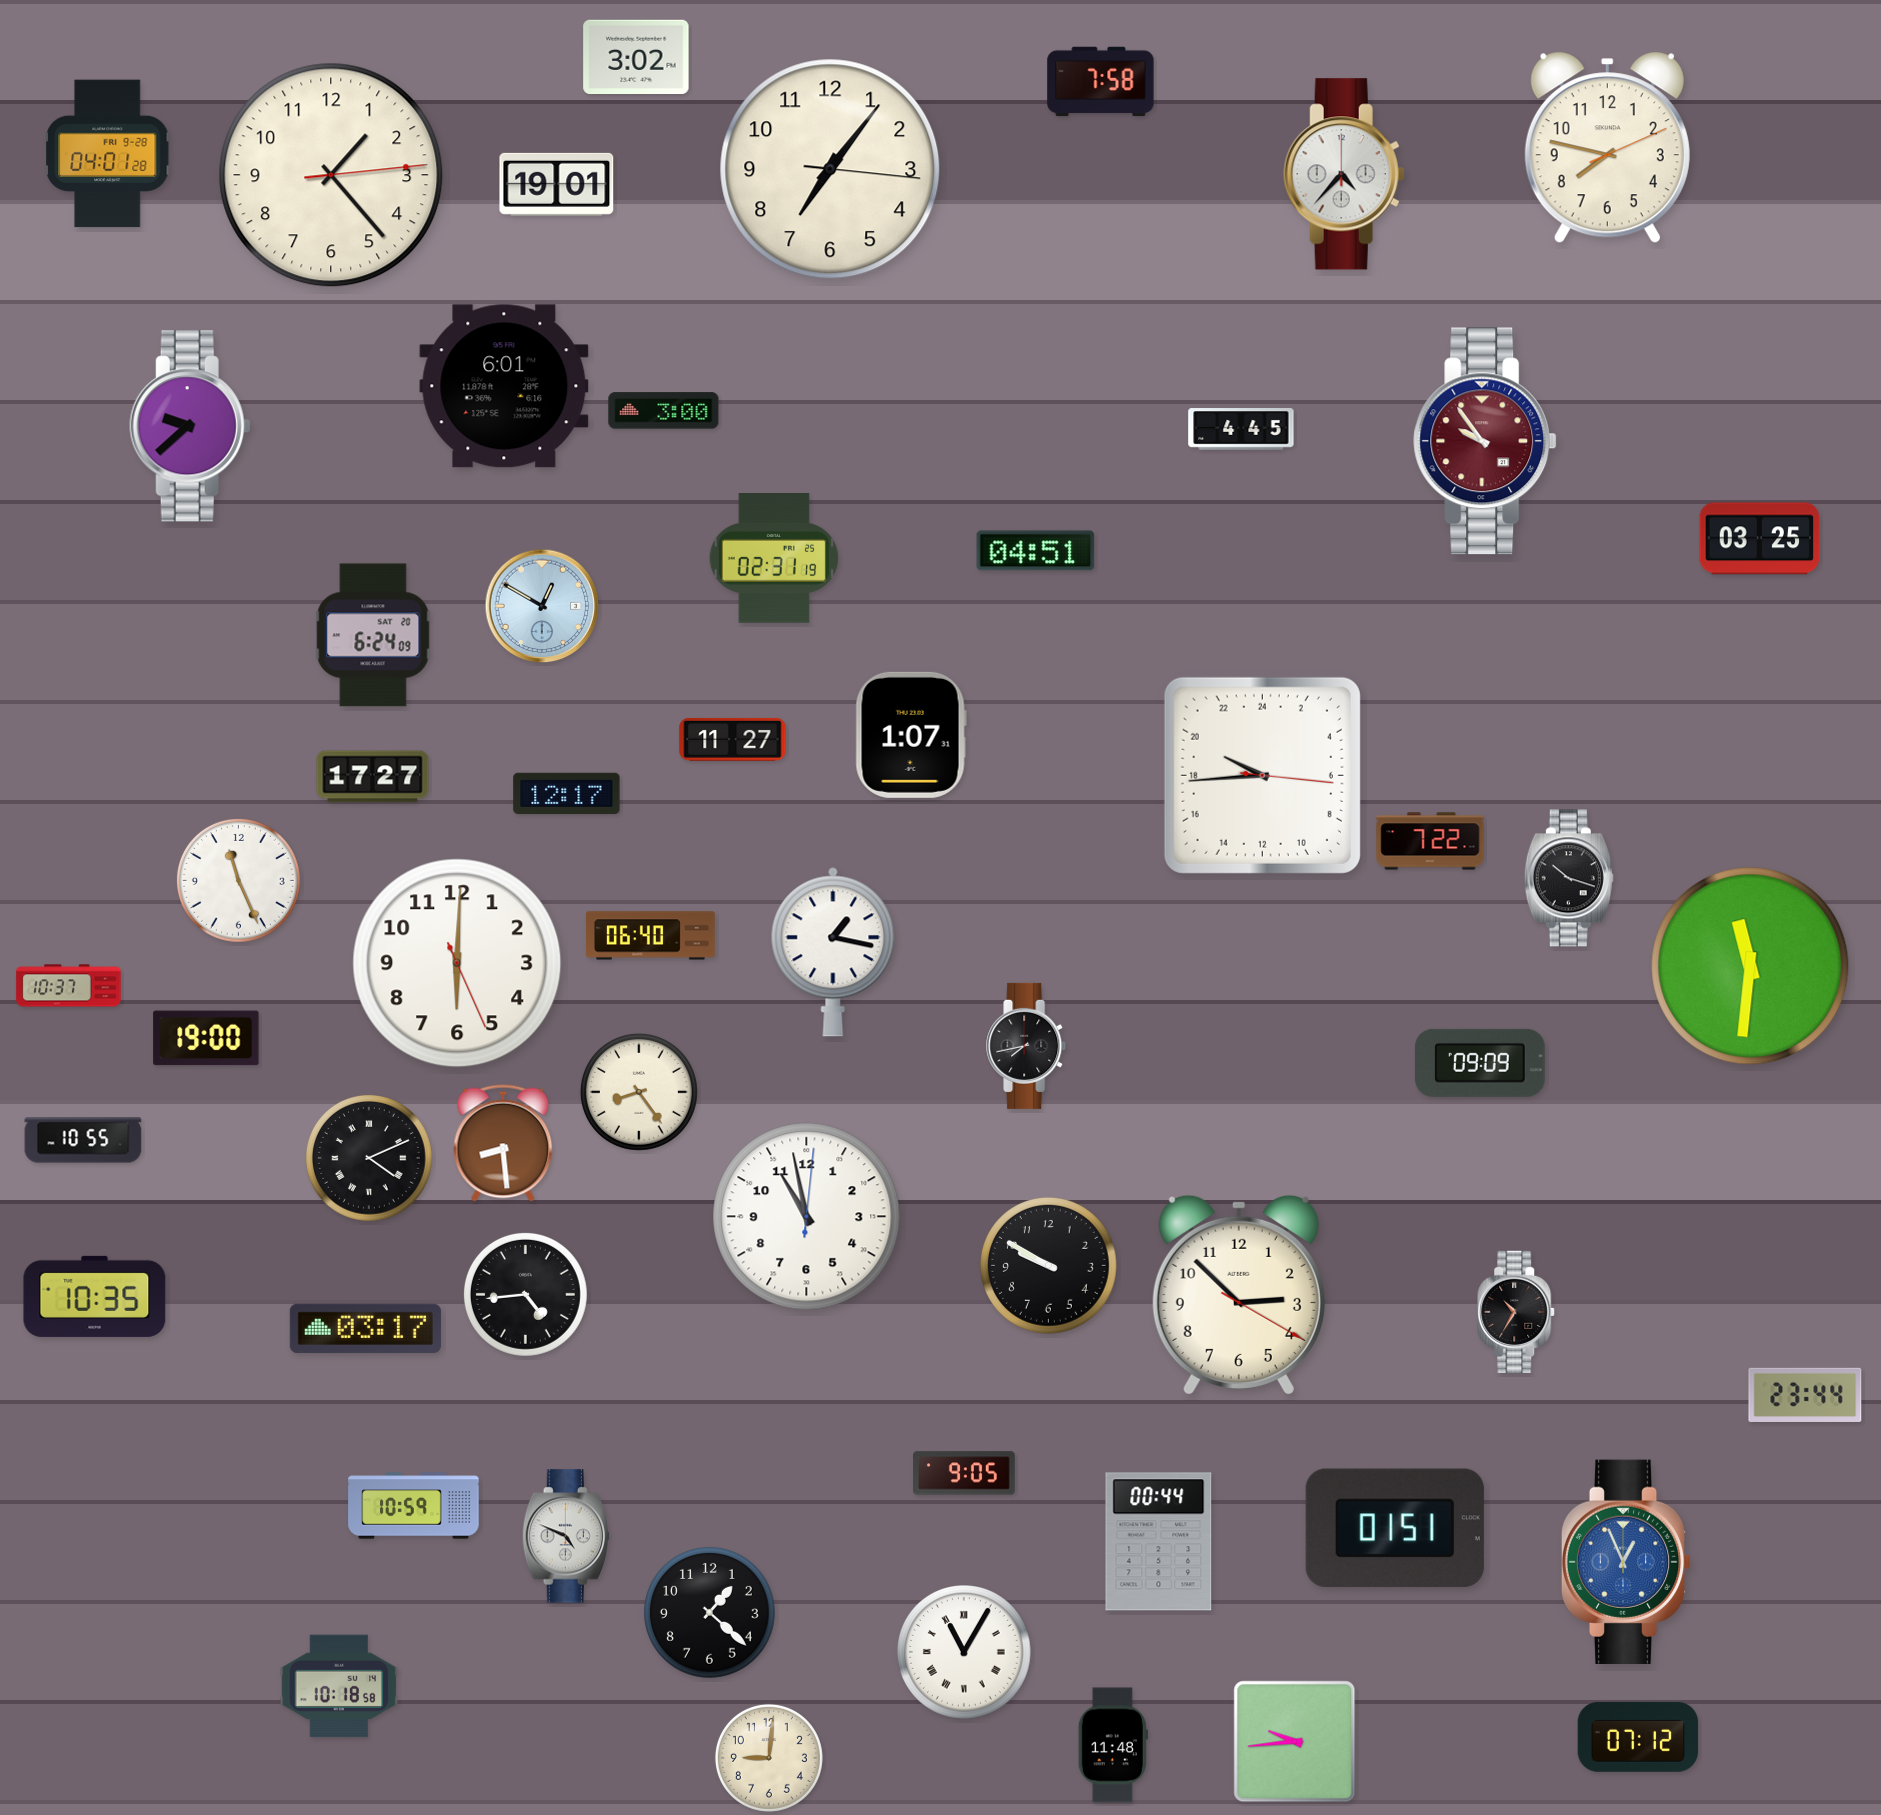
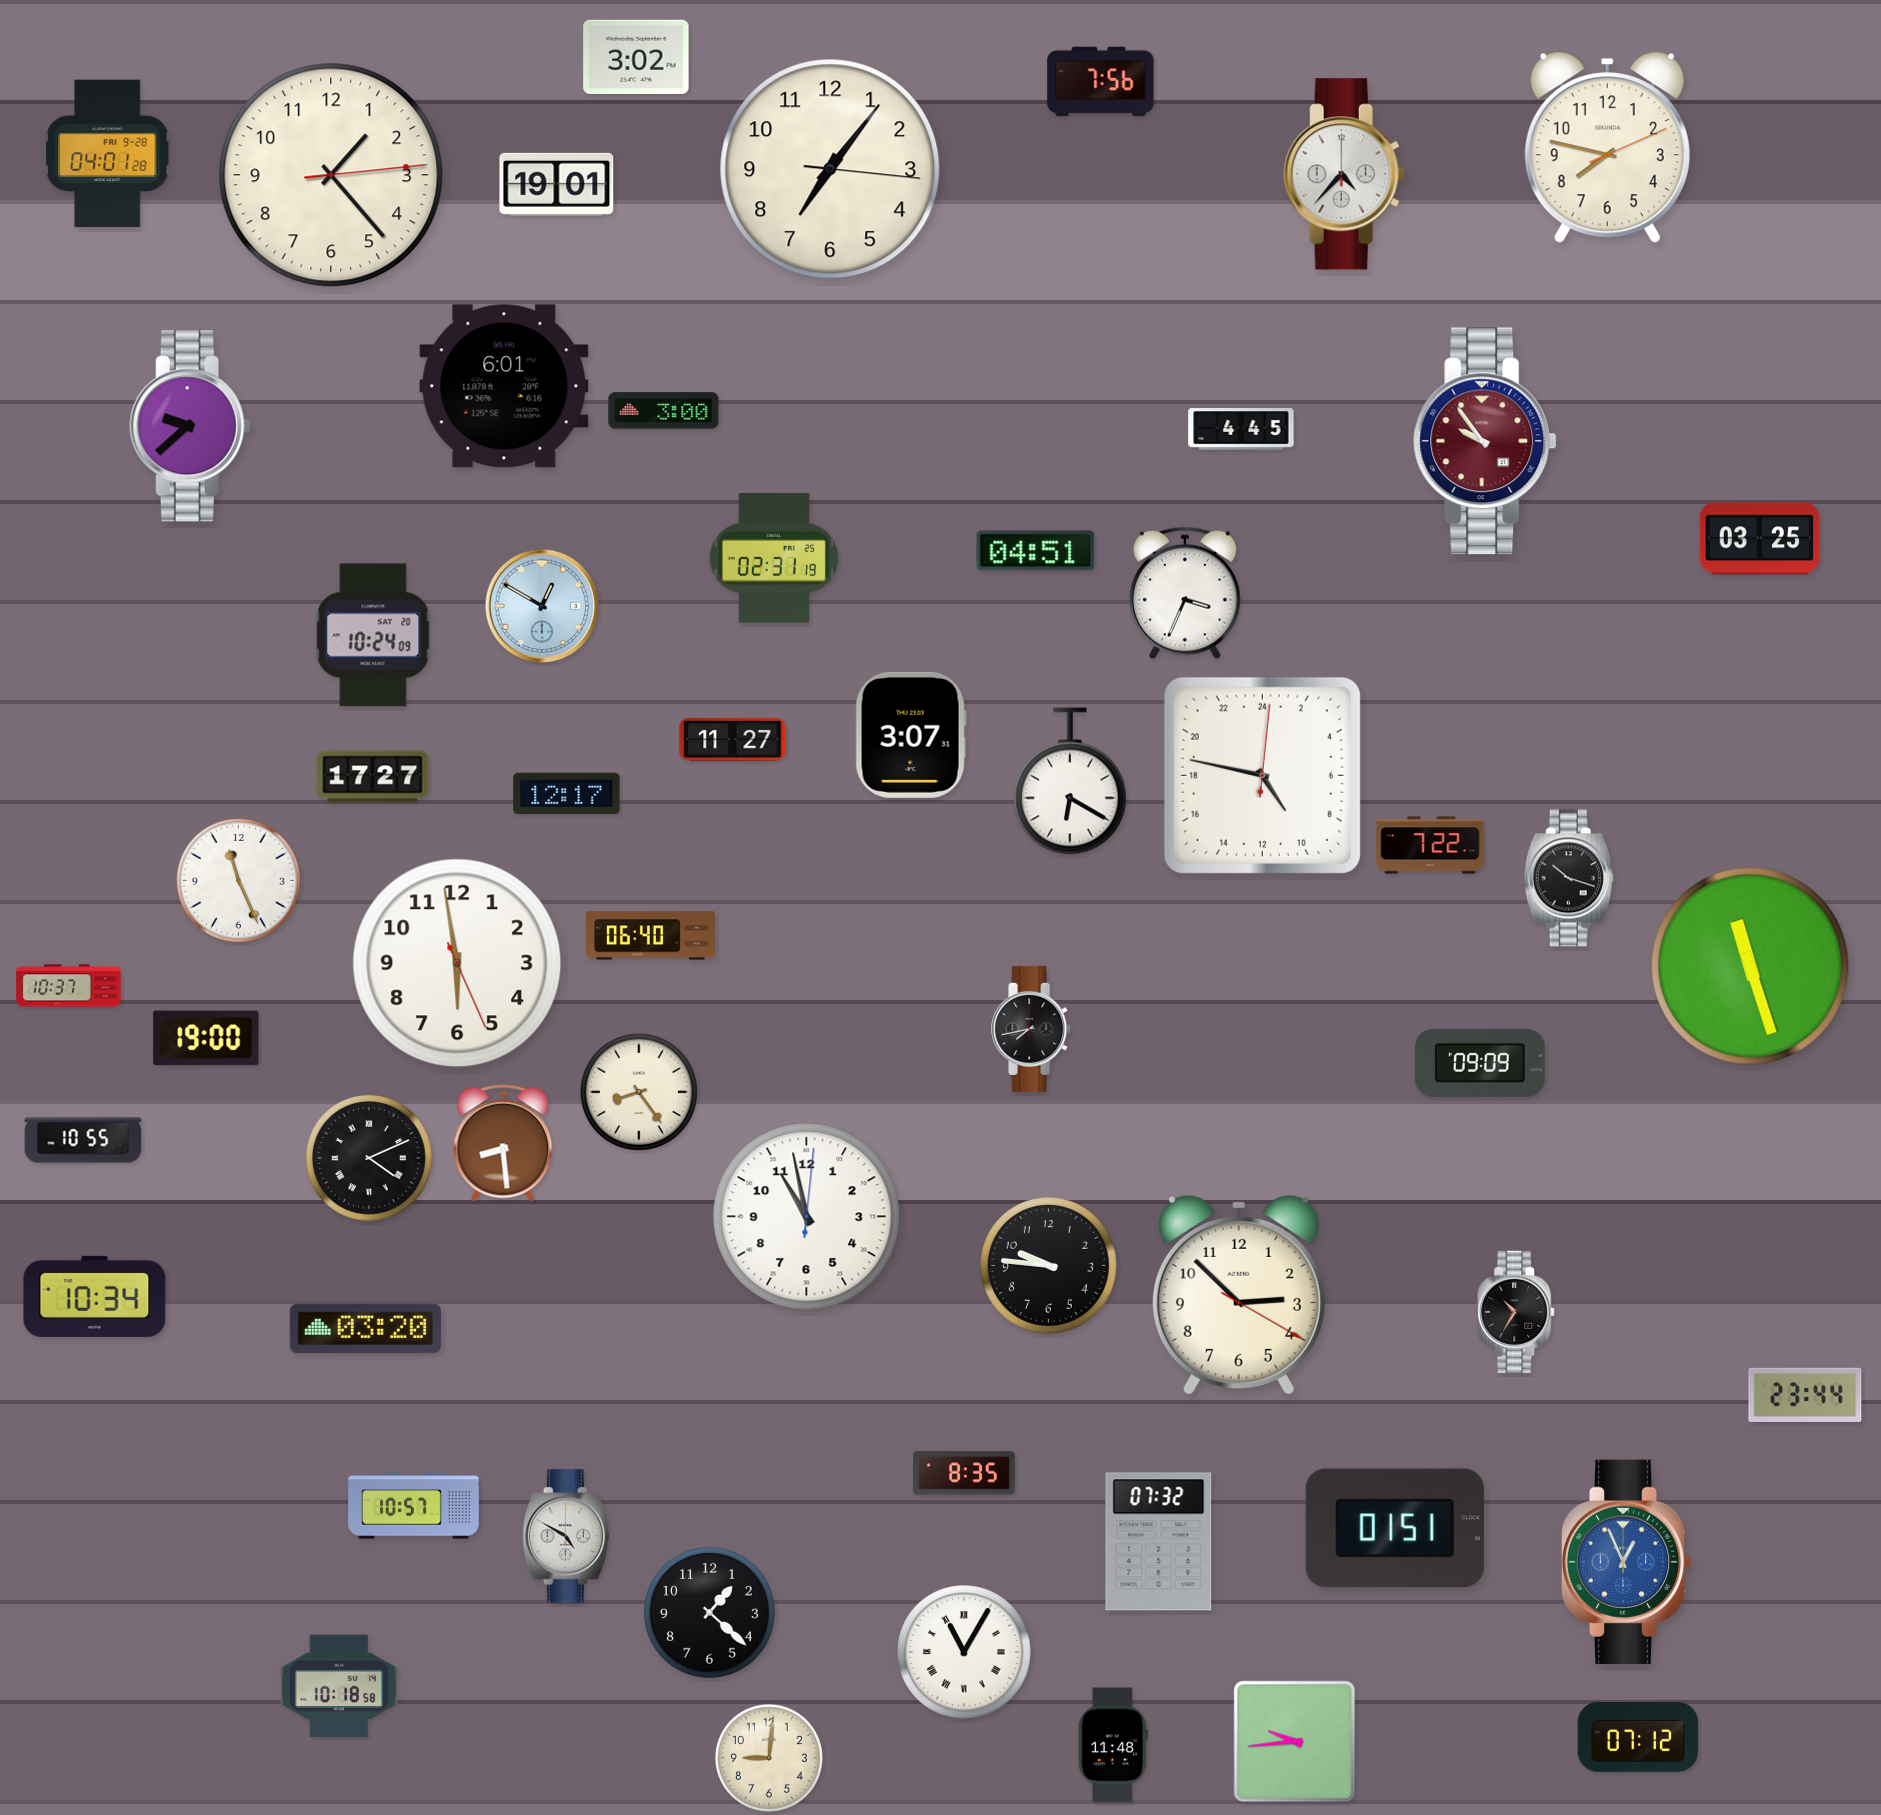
clock at (1101, 82): 7:58 -> 7:56
clock at (1185, 593): none -> 3:34
clock at (373, 635): 6:24 -> 10:24
clock at (911, 735): 1:07 -> 3:07
clock at (1262, 775): 19:44 -> 9:47
clock at (1071, 781): none -> 6:20
clock at (1430, 841) position: (1430, 841) -> (1430, 845)
clock at (833, 952): 1:17 -> none
clock at (457, 963): 6:00 -> 5:58
clock at (1750, 966): 11:31 -> 11:27
clock at (1027, 1046) position: (1027, 1046) -> (1032, 1029)
clock at (1049, 1266): 9:50 -> 9:46
clock at (525, 1294): 4:44 -> none
clock at (95, 1296): 10:35 -> 10:34
clock at (365, 1328): 03:17 -> 03:20
clock at (964, 1473): 9:05 -> 8:35
clock at (414, 1506): 10:59 -> 10:57
clock at (565, 1536): 4:49 -> 4:50
clock at (1159, 1542): 00:44 -> 07:32
